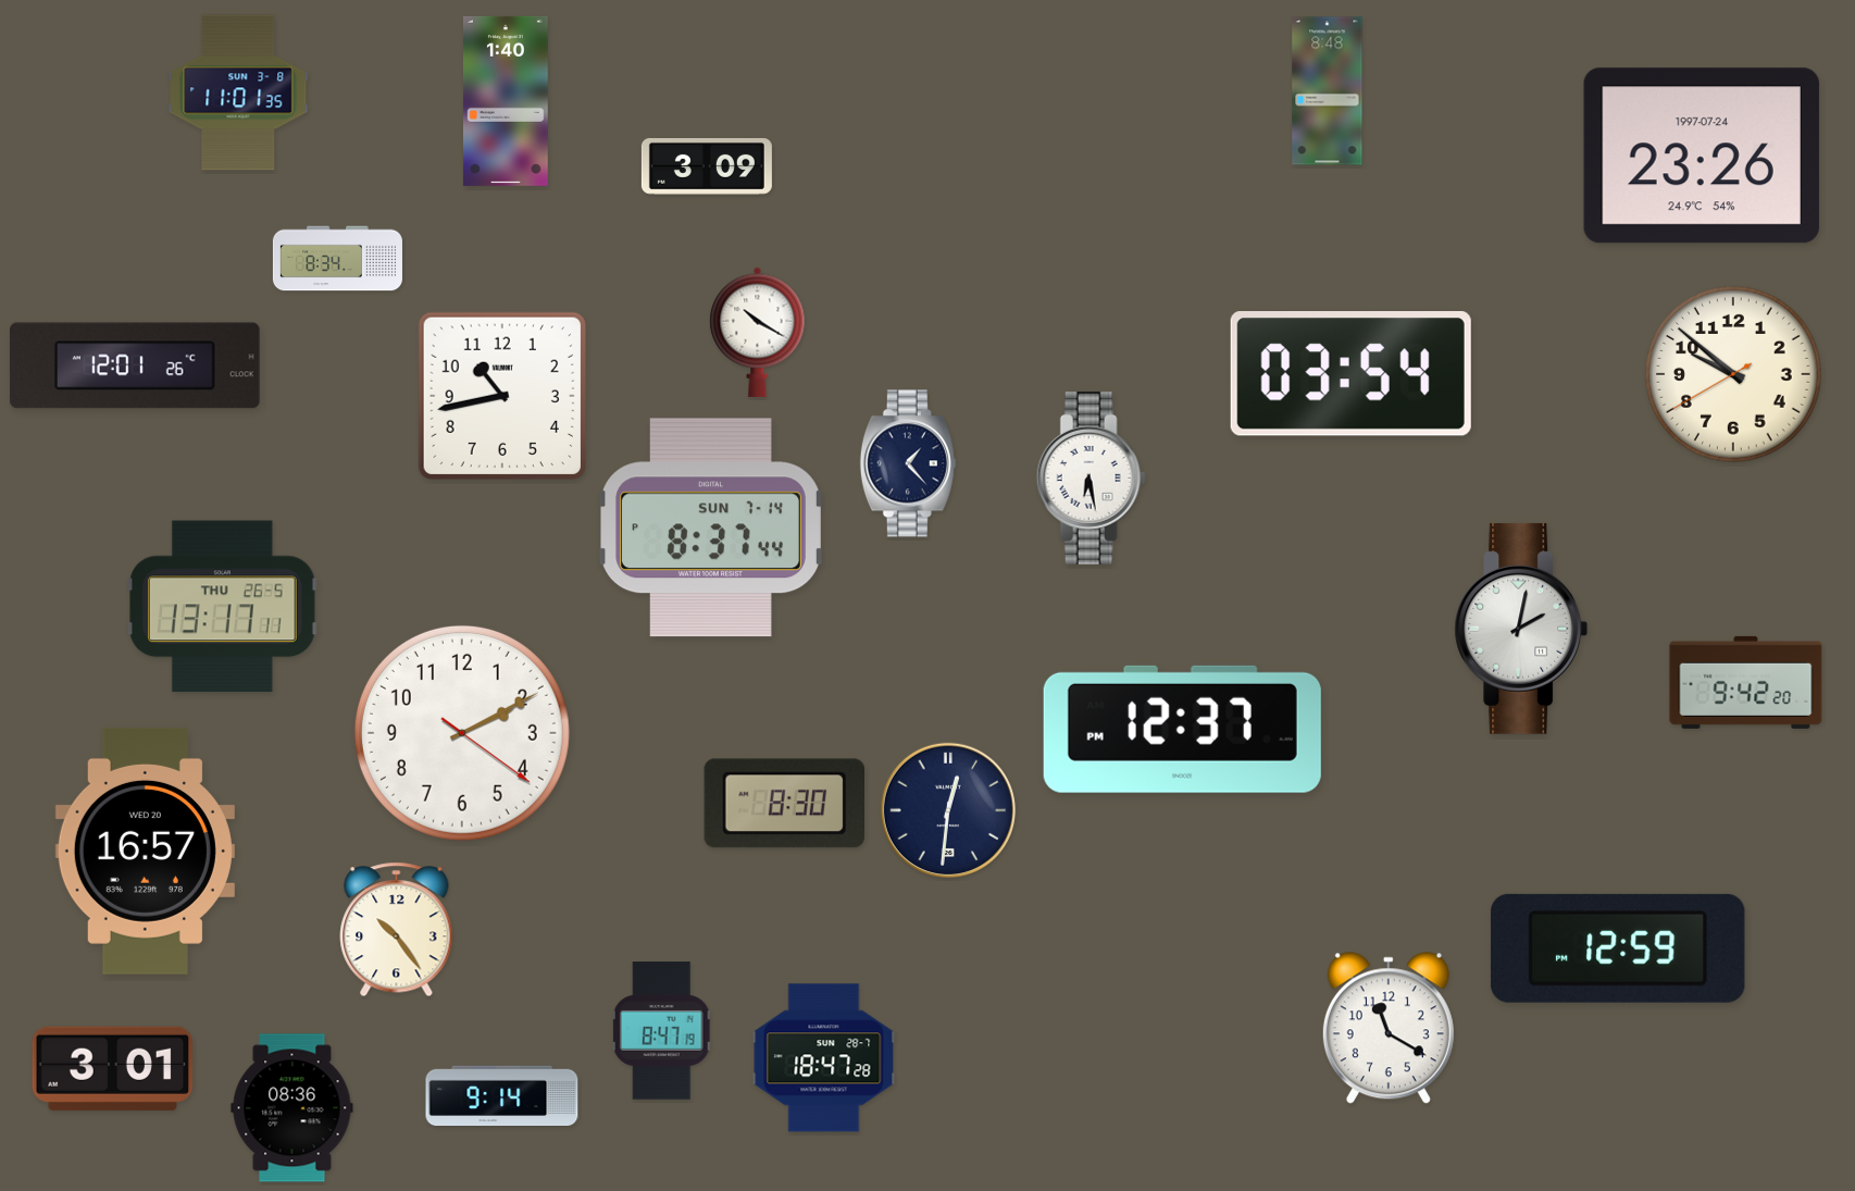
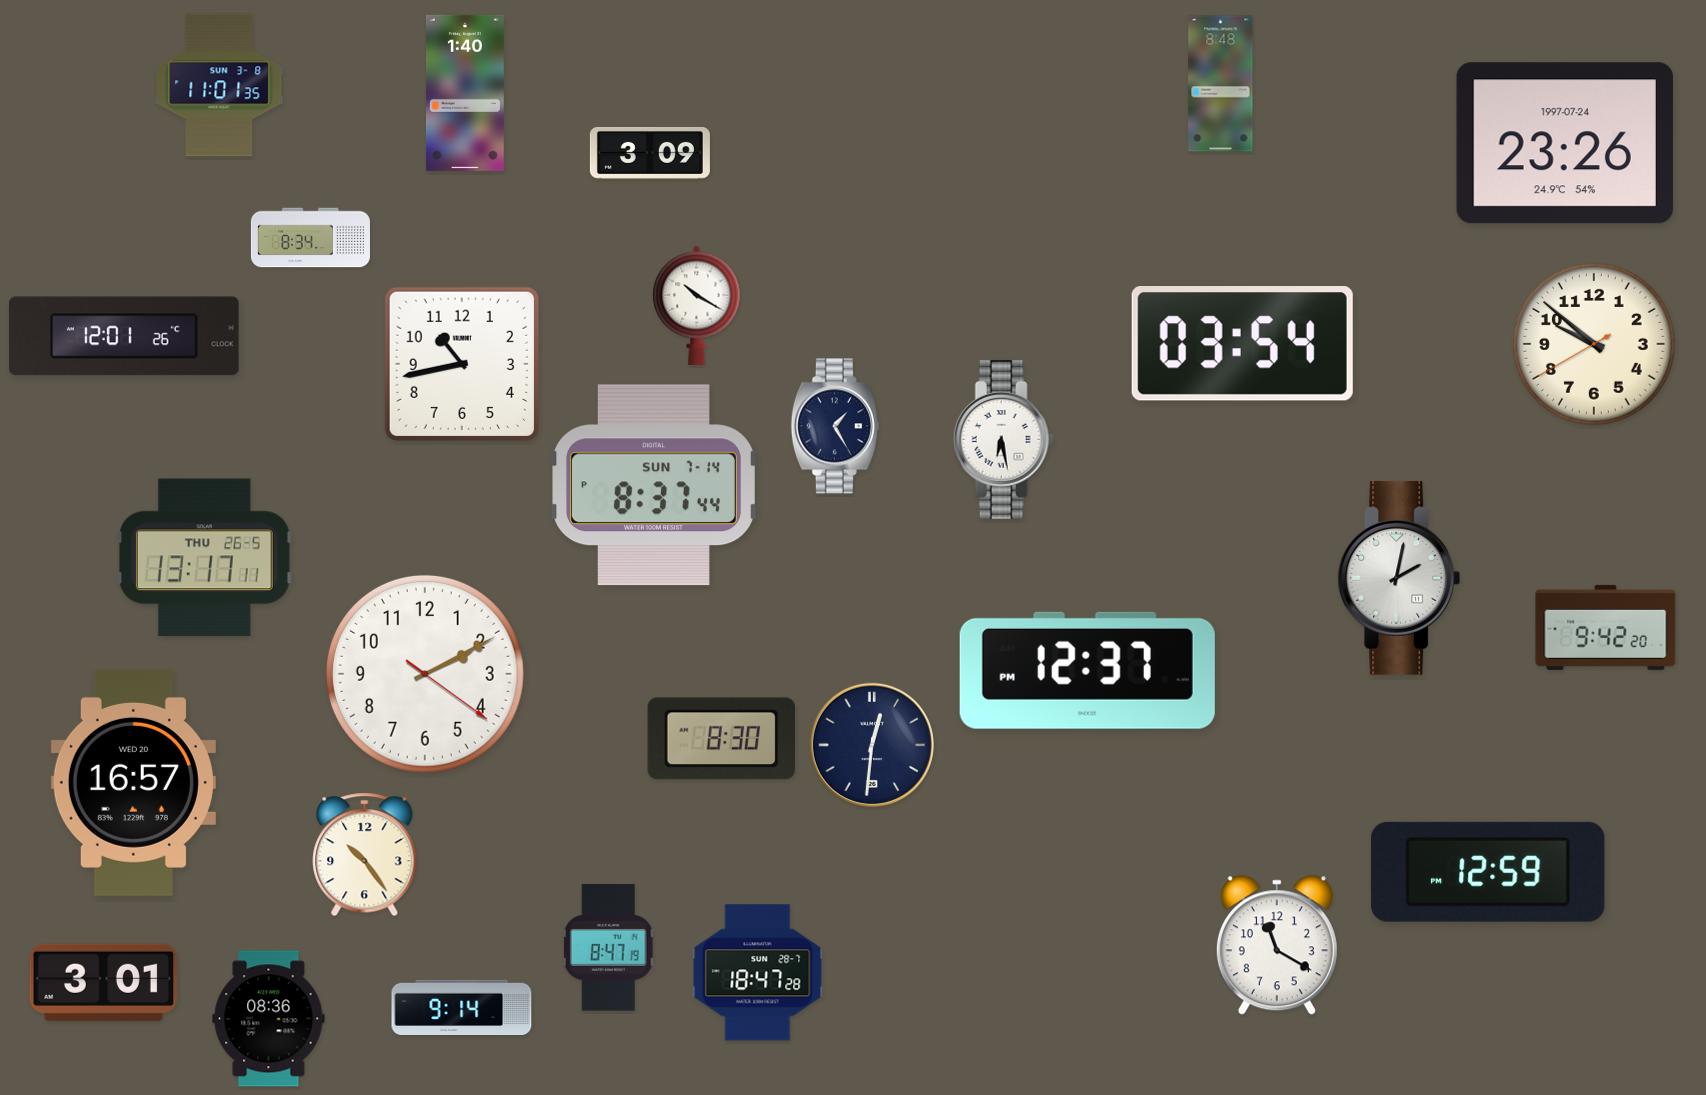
clock at (908, 463): 1:23 -> 1:25
